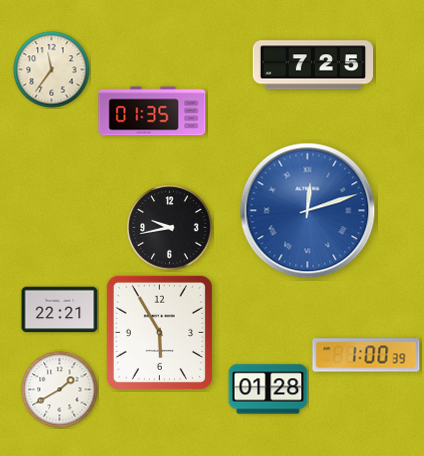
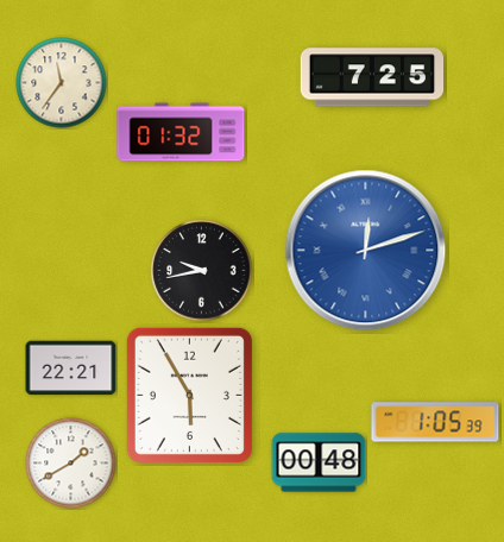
clock at (152, 111): 01:35 -> 01:32
clock at (366, 355): 1:00 -> 1:05
clock at (268, 389): 01:28 -> 00:48
